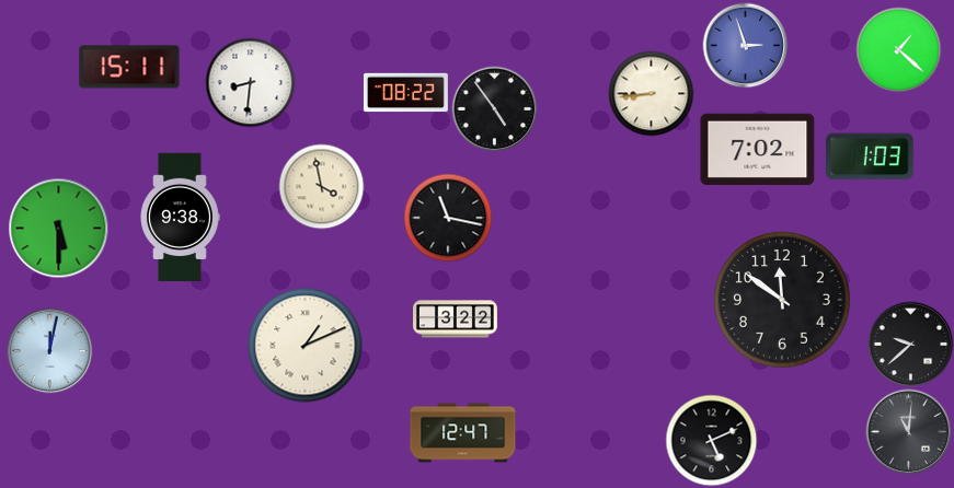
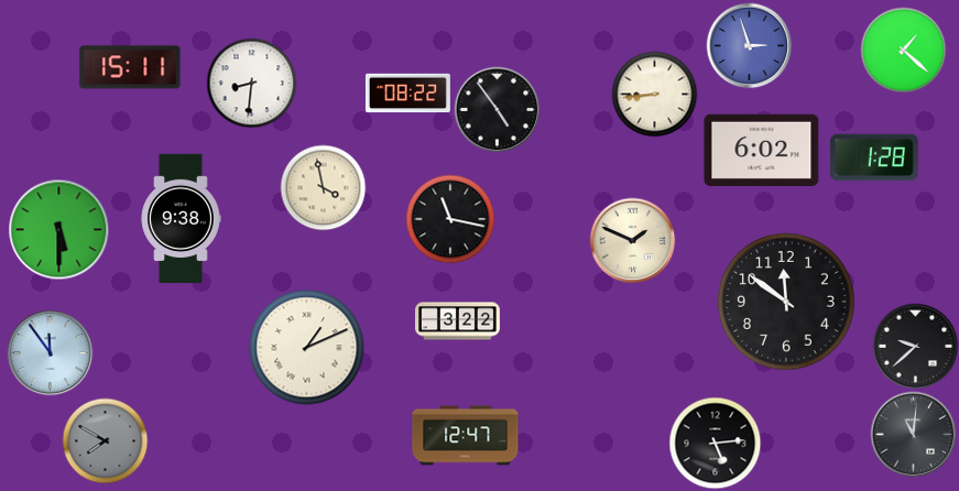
clock at (758, 150): 7:02 -> 6:02
clock at (871, 156): 1:03 -> 1:28
clock at (632, 240): none -> 1:49
clock at (49, 350): 12:02 -> 11:54
clock at (105, 440): none -> 7:50
clock at (711, 440): 5:11 -> 5:14
